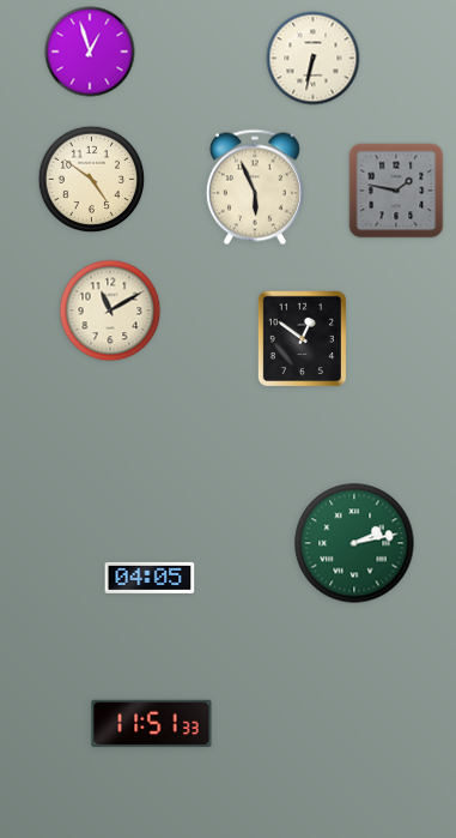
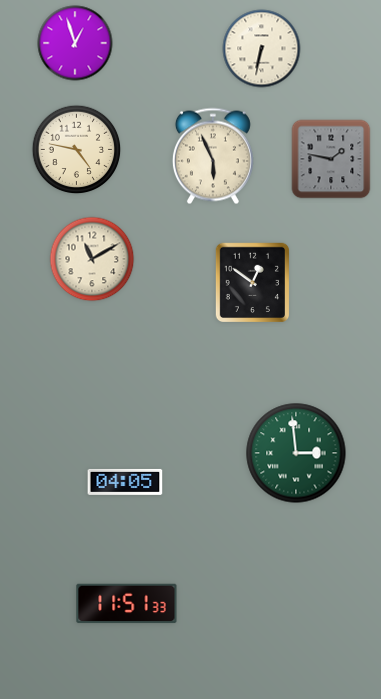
clock at (92, 180): 4:51 -> 4:47
clock at (354, 543): 2:13 -> 2:59
